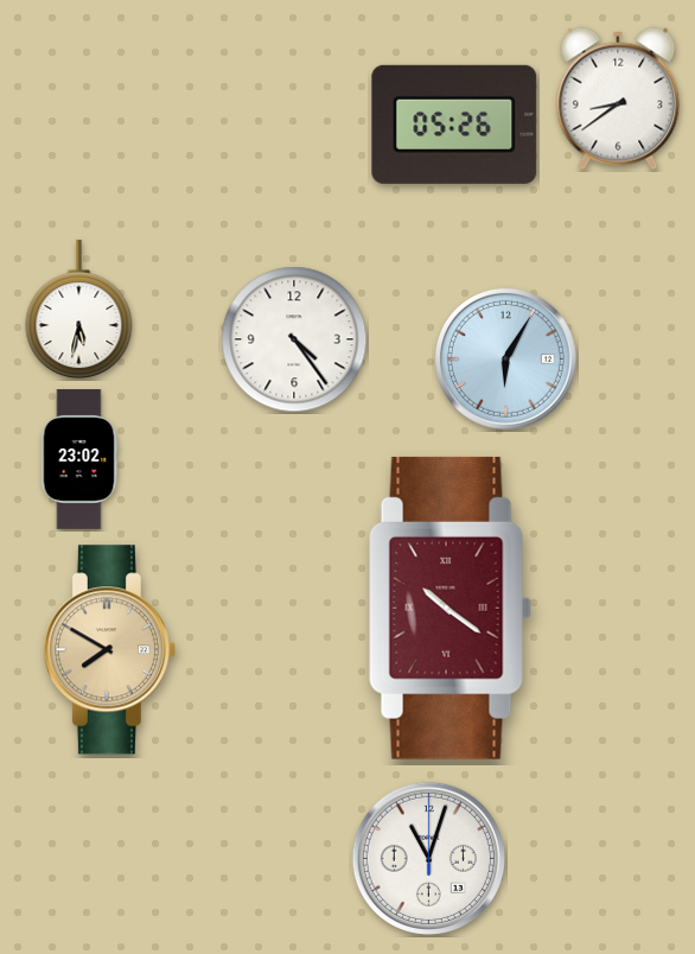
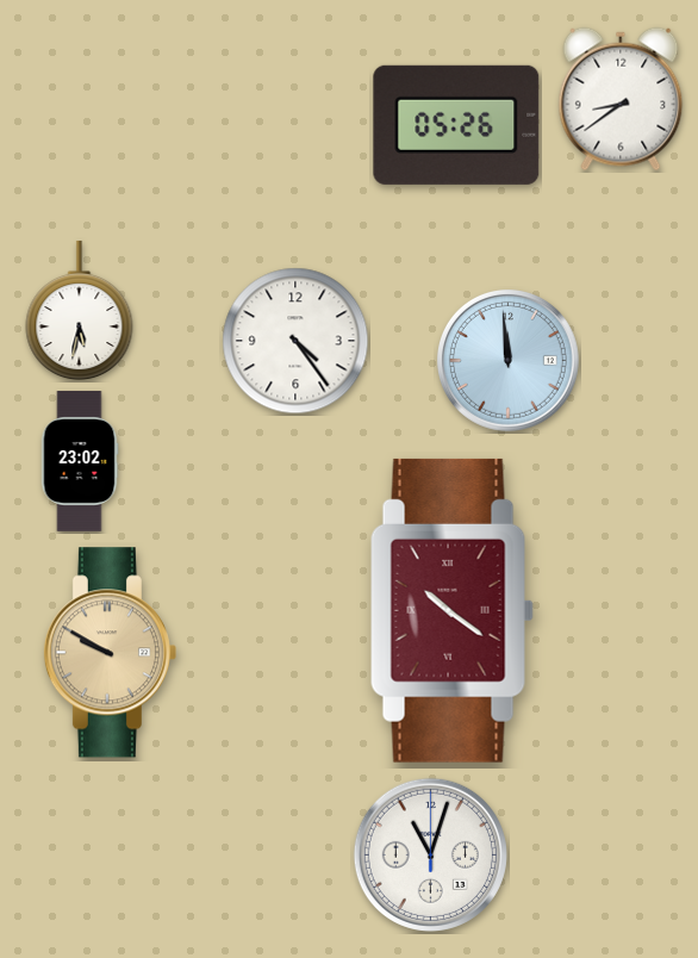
clock at (505, 358): 6:05 -> 11:59
clock at (109, 650): 7:50 -> 9:50
clock at (428, 858) position: (428, 858) -> (430, 854)
